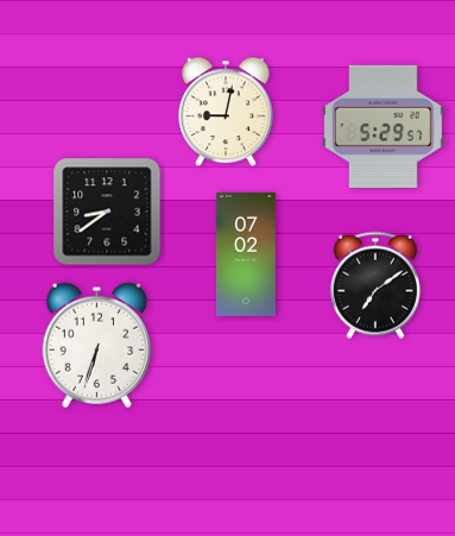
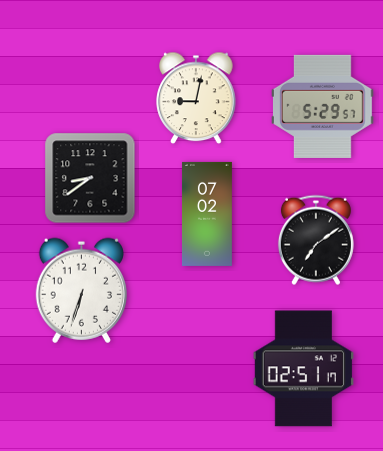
clock at (226, 112) position: (226, 112) -> (196, 98)
clock at (303, 369): none -> 02:51
